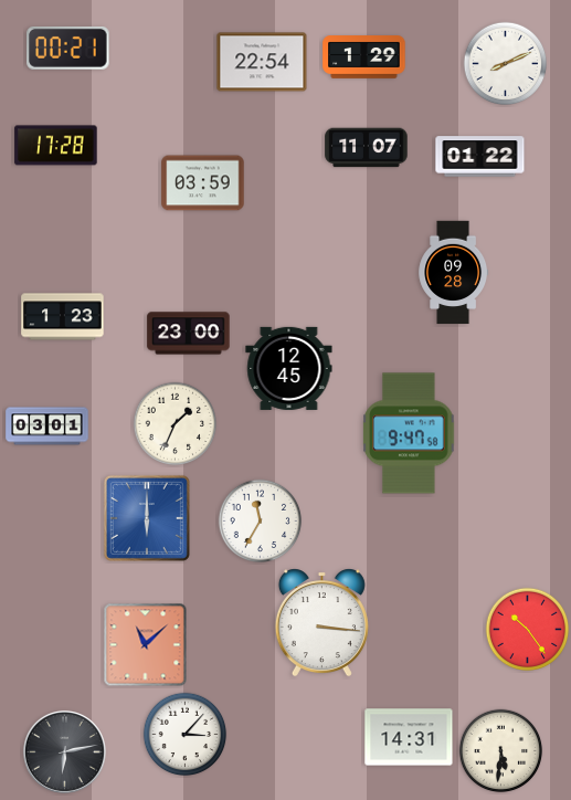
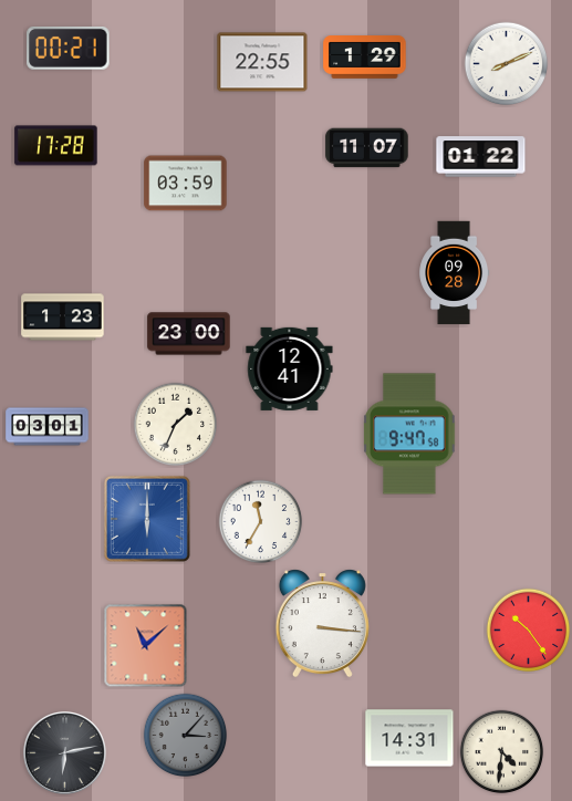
clock at (262, 62): 22:54 -> 22:55
clock at (203, 183) position: (203, 183) -> (186, 184)
clock at (289, 368): 12:45 -> 12:41
clock at (186, 735) dial: white -> grey
clock at (501, 751): 5:31 -> 4:31
